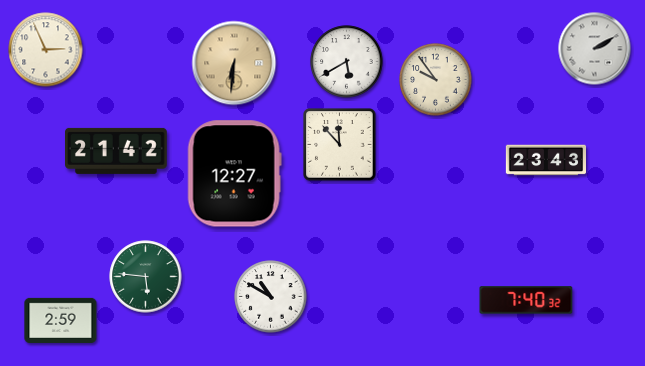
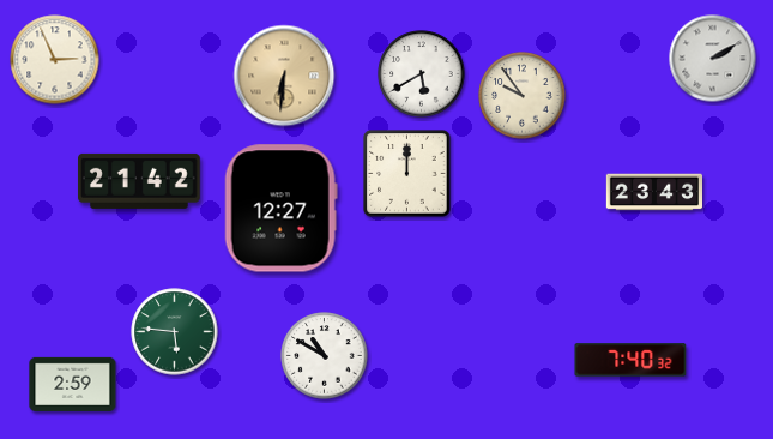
clock at (347, 62) position: (347, 62) -> (422, 74)
clock at (234, 63) position: (234, 63) -> (284, 76)
clock at (340, 145): 11:53 -> 12:00
